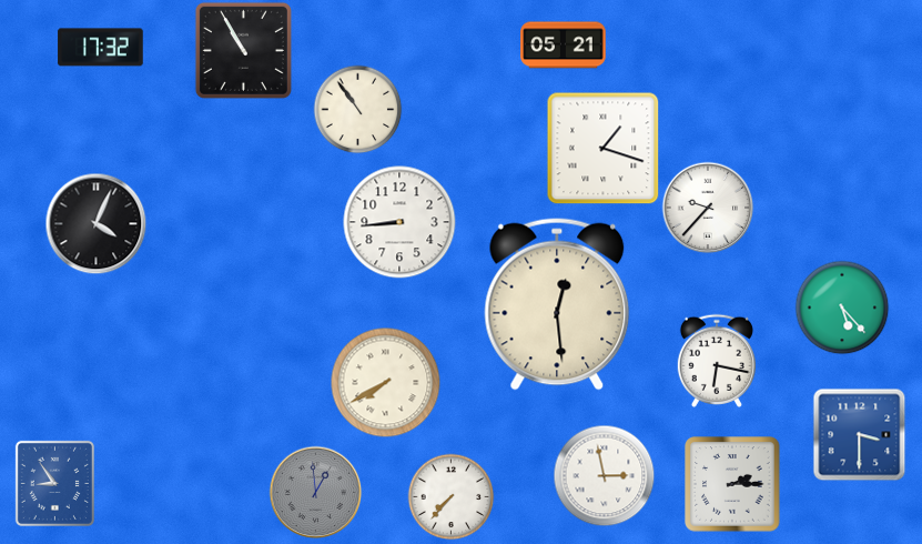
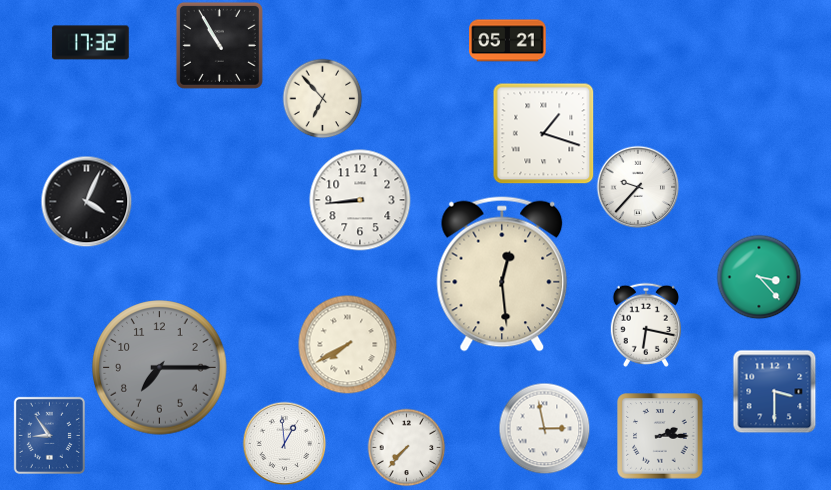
clock at (357, 109): 10:54 -> 6:53
clock at (842, 308): 5:23 -> 3:23
clock at (160, 368): none -> 7:15
clock at (315, 492) dial: grey -> white
